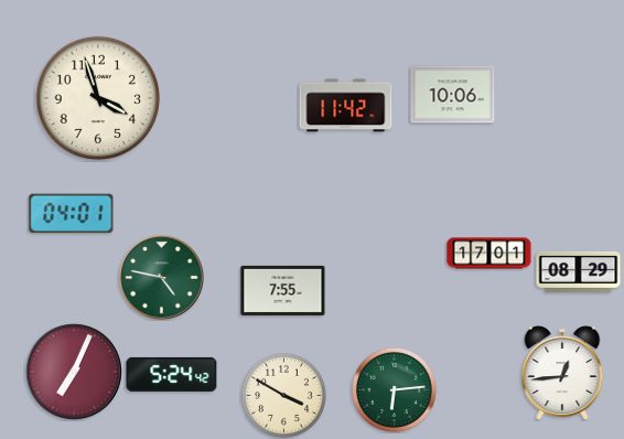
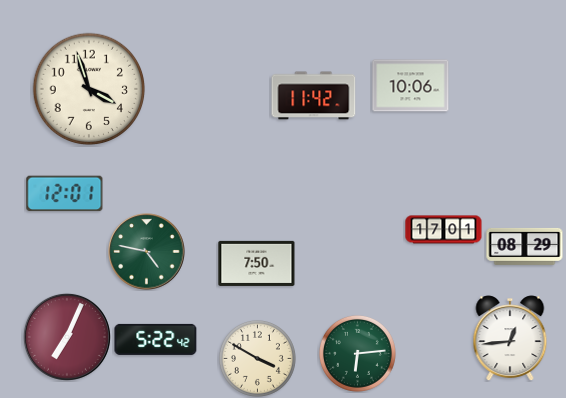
clock at (72, 214): 04:01 -> 12:01
clock at (283, 290): 7:55 -> 7:50
clock at (172, 374): 5:24 -> 5:22
